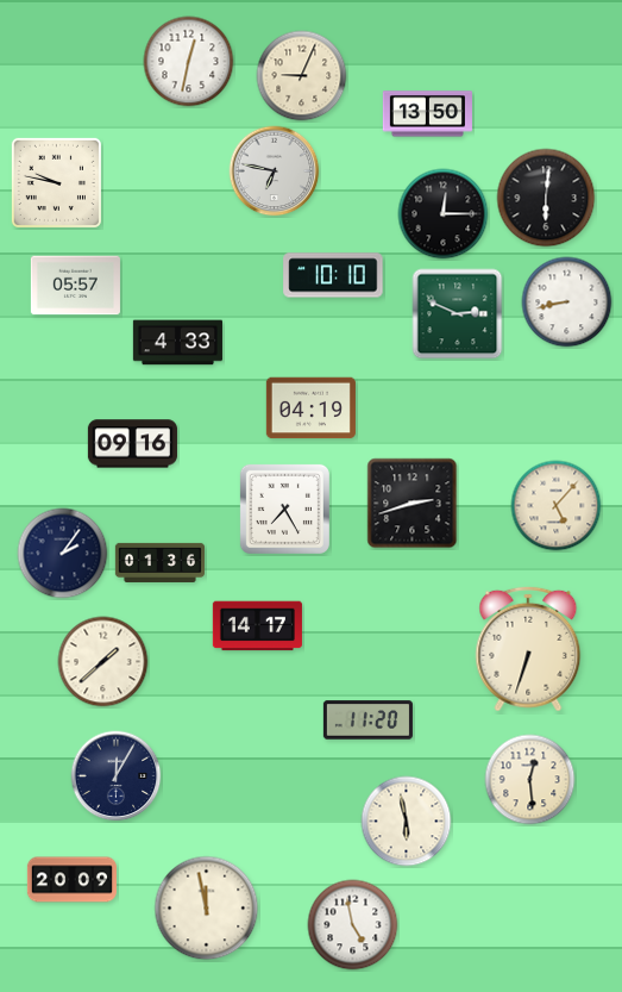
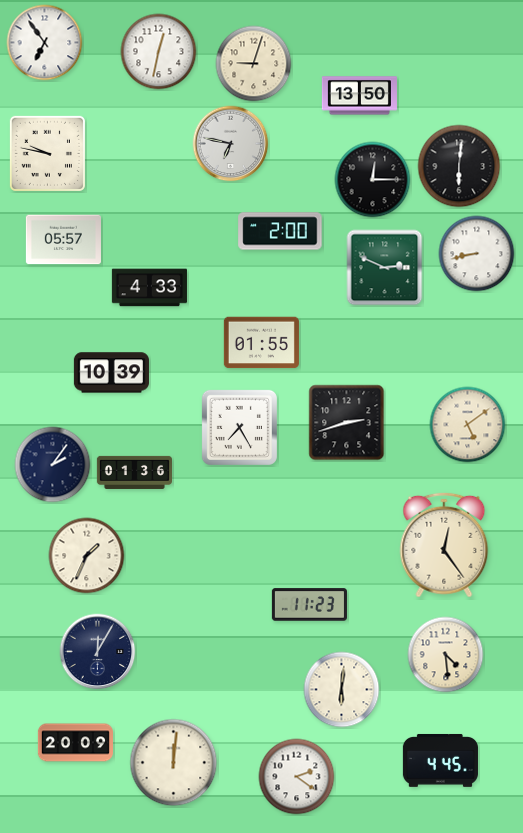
clock at (45, 43): none -> 6:54
clock at (302, 76): 9:04 -> 9:03
clock at (333, 275): 10:10 -> 2:00
clock at (458, 314) position: (458, 314) -> (385, 268)
clock at (310, 408): 04:19 -> 01:55
clock at (132, 444): 09:16 -> 10:39
clock at (557, 506): 5:07 -> 5:09
clock at (257, 626): 14:17 -> none
clock at (528, 649): 6:33 -> 12:24
clock at (103, 662): 1:38 -> 1:34
clock at (367, 720): 11:20 -> 11:23
clock at (530, 780): 12:29 -> 4:29
clock at (407, 822): 5:58 -> 6:01
clock at (71, 880) position: (71, 880) -> (75, 743)
clock at (440, 760): none -> 4:45
clock at (207, 909): 11:58 -> 12:01
clock at (353, 925): 4:58 -> 2:21
